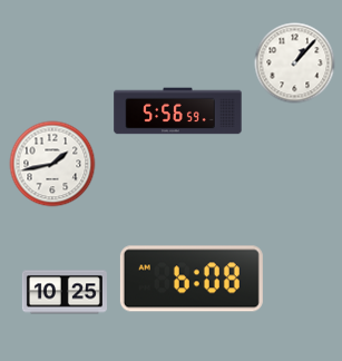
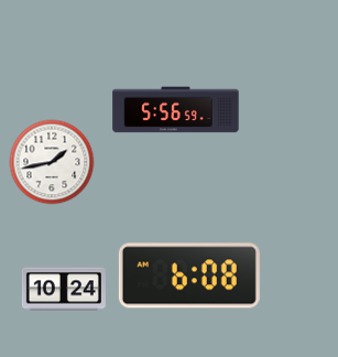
clock at (295, 64): 1:07 -> none
clock at (65, 292): 10:25 -> 10:24
